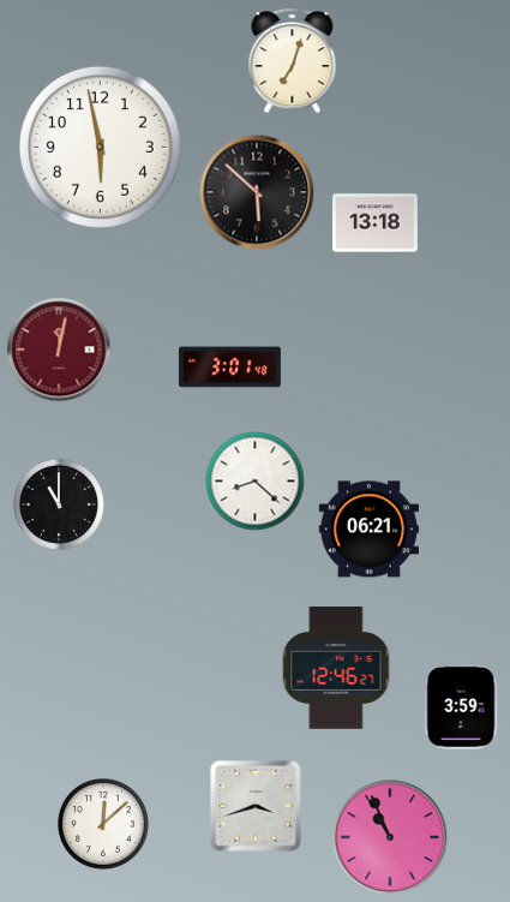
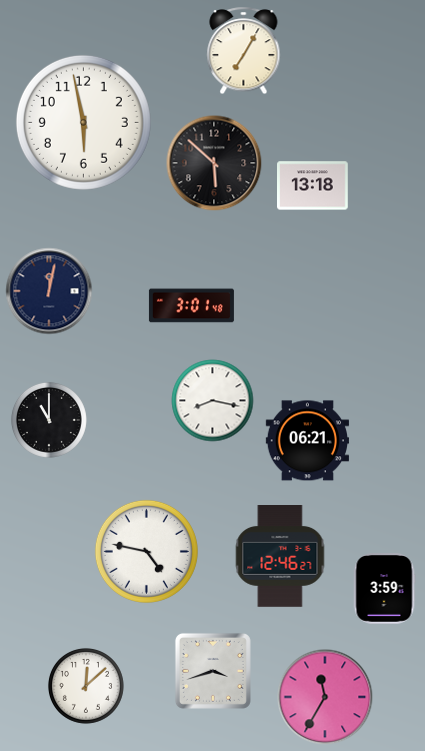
clock at (293, 61): 7:03 -> 7:05
clock at (257, 192) position: (257, 192) -> (214, 163)
clock at (59, 350) dial: burgundy -> navy
clock at (256, 482): 8:22 -> 8:17
clock at (146, 551): none -> 4:47
clock at (390, 837): 10:56 -> 11:35
